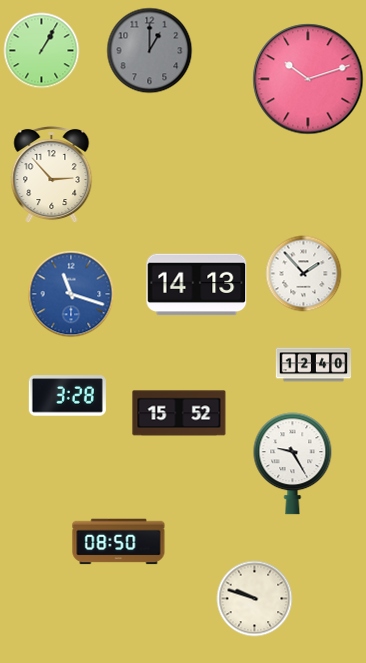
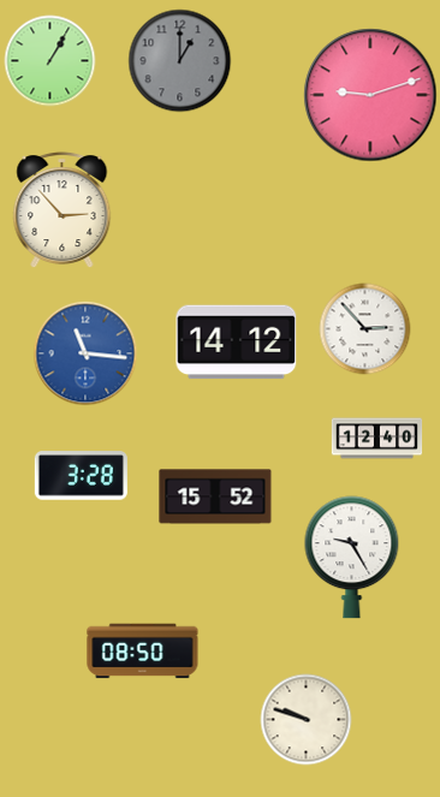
clock at (308, 79): 10:12 -> 9:12
clock at (304, 274): 1:53 -> 2:53
clock at (197, 285): 14:13 -> 14:12
clock at (71, 294): 11:18 -> 11:16
